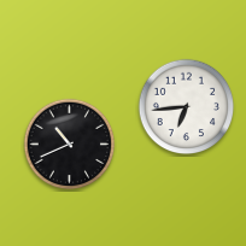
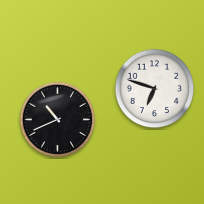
clock at (187, 107): 6:44 -> 6:48
